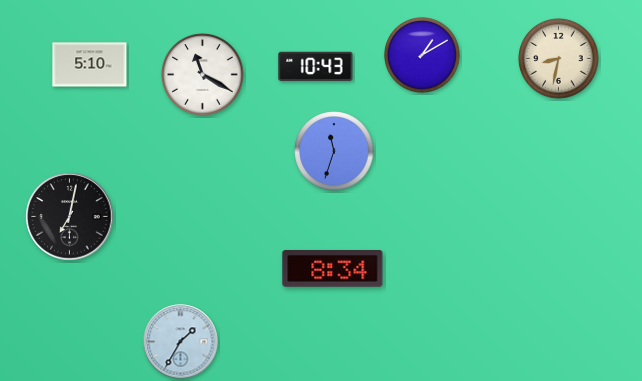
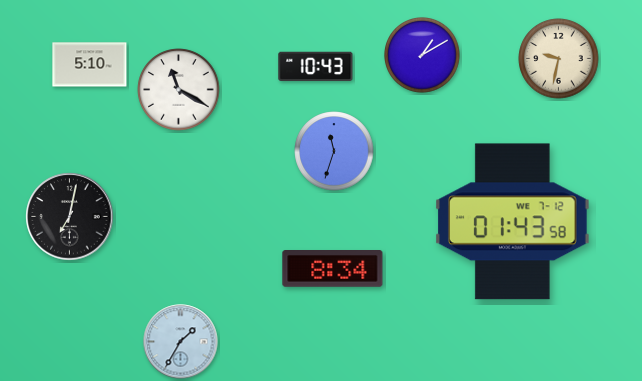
clock at (559, 59): 8:32 -> 9:32
clock at (203, 75) position: (203, 75) -> (179, 90)
clock at (513, 222): none -> 01:43
